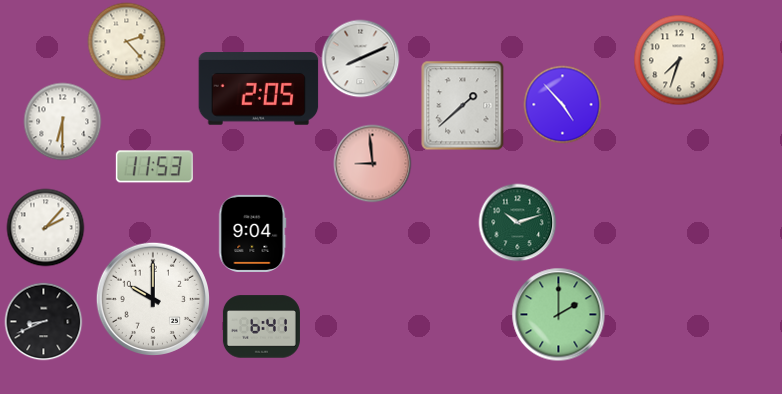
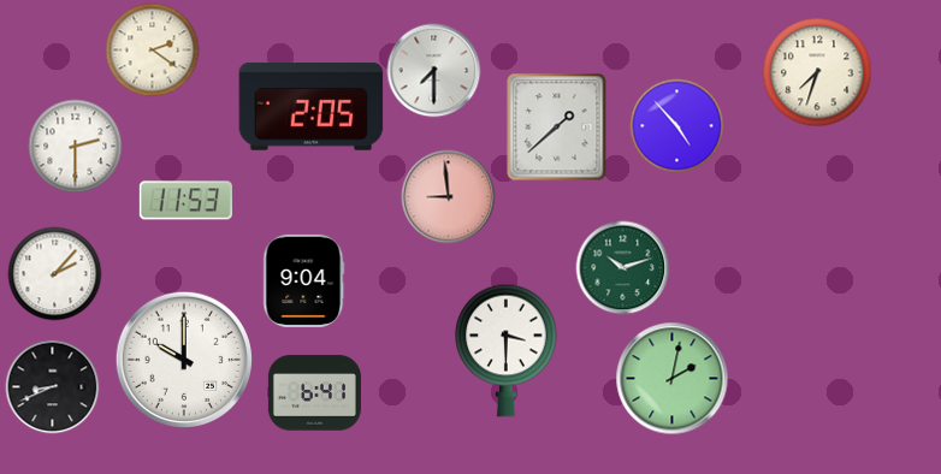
clock at (126, 41): 2:23 -> 2:21
clock at (360, 58): 8:11 -> 7:30
clock at (62, 121): 6:30 -> 2:30
clock at (507, 350): none -> 3:30
clock at (558, 314): 2:00 -> 2:02
